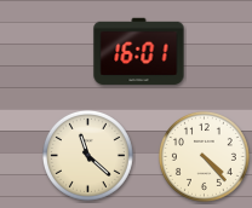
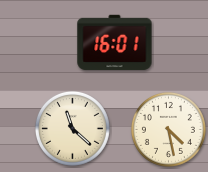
clock at (204, 156): 4:23 -> 4:28
